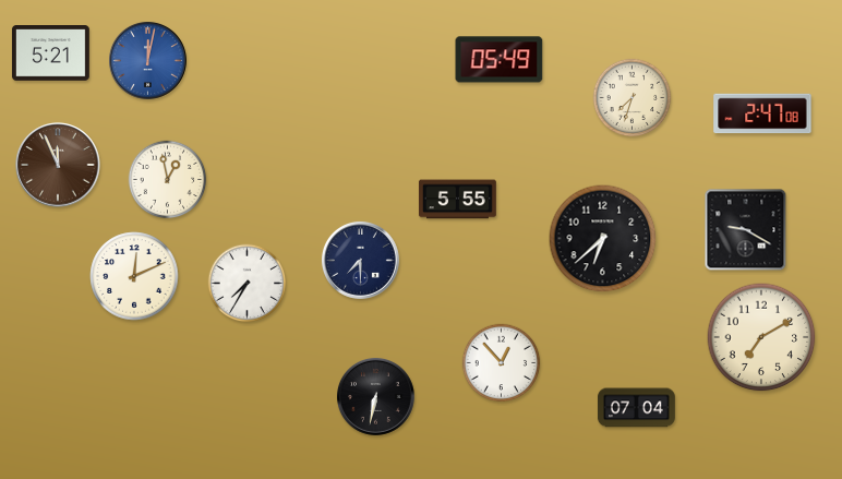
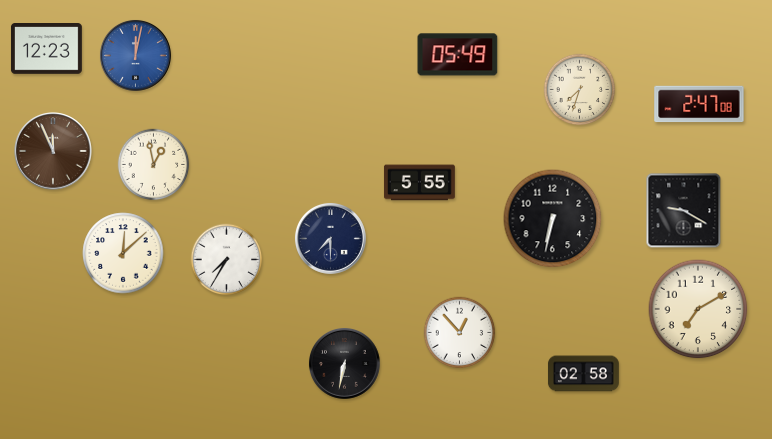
clock at (50, 53): 5:21 -> 12:23
clock at (603, 239): 6:38 -> 6:32
clock at (134, 276): 12:11 -> 12:08
clock at (637, 408): 07:04 -> 02:58
